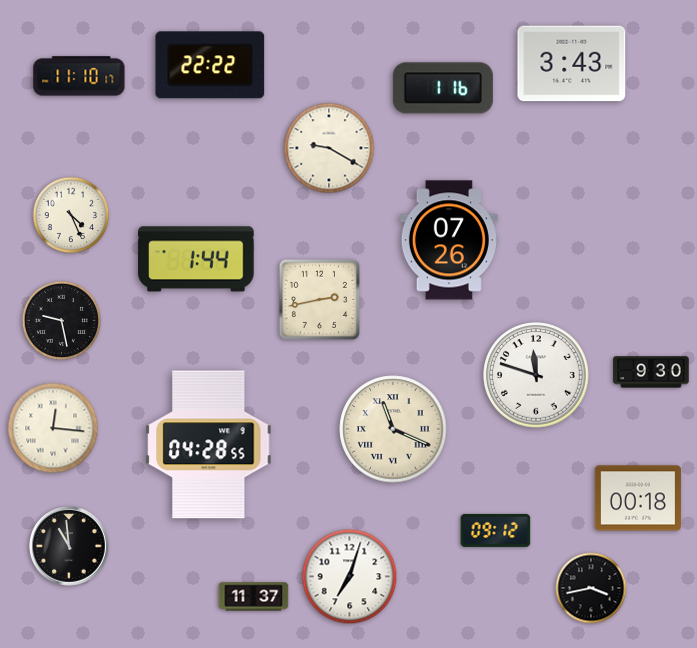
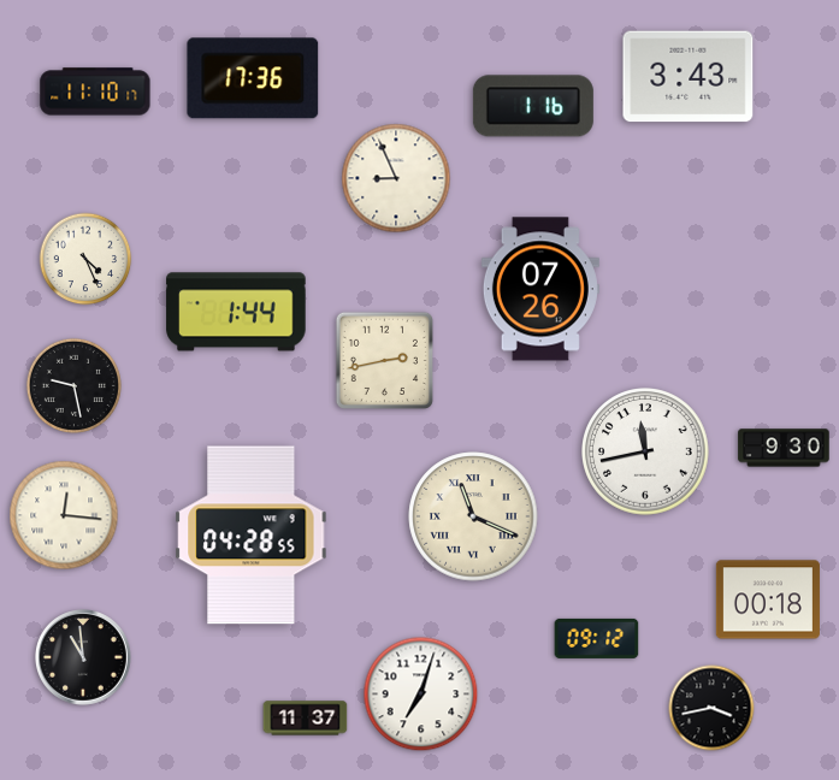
clock at (210, 65): 22:22 -> 17:36
clock at (329, 148): 9:20 -> 8:56
clock at (537, 376): 11:48 -> 11:43
